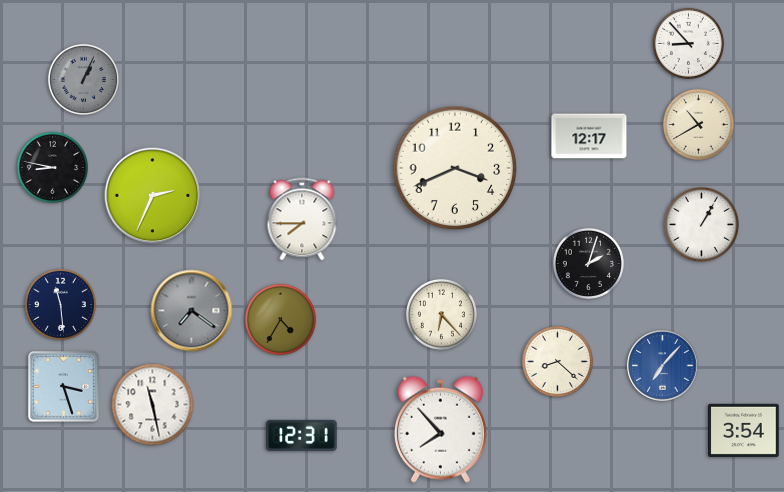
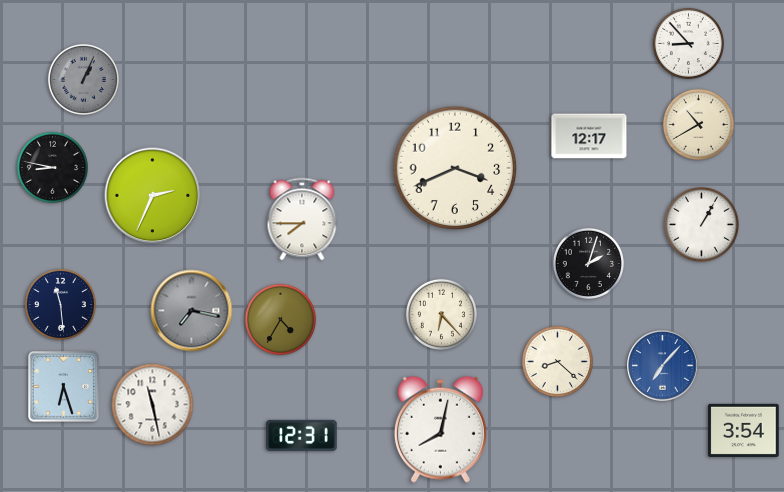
clock at (192, 311): 7:21 -> 7:17
clock at (64, 387): 3:27 -> 6:27
clock at (440, 429): 7:53 -> 8:02
